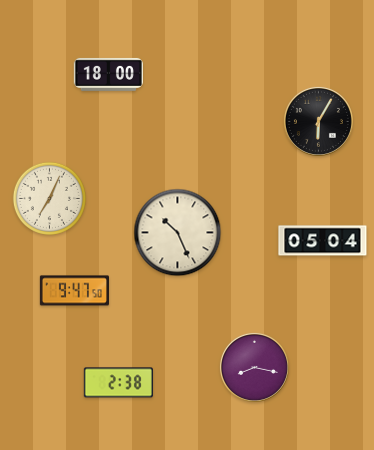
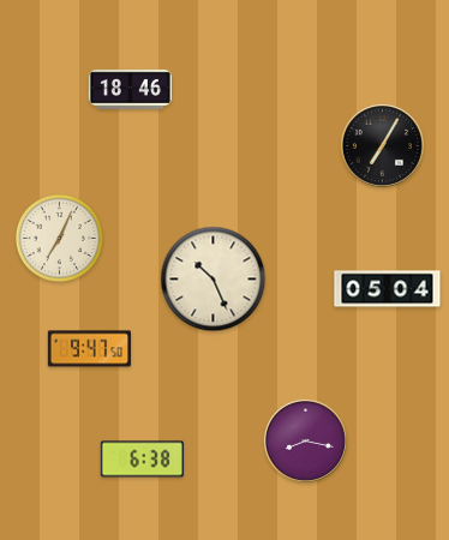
clock at (108, 74): 18:00 -> 18:46
clock at (318, 121): 6:05 -> 7:05
clock at (118, 383): 2:38 -> 6:38
